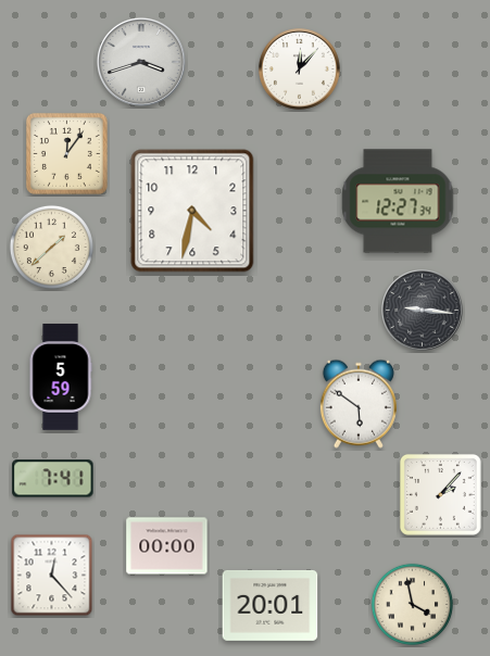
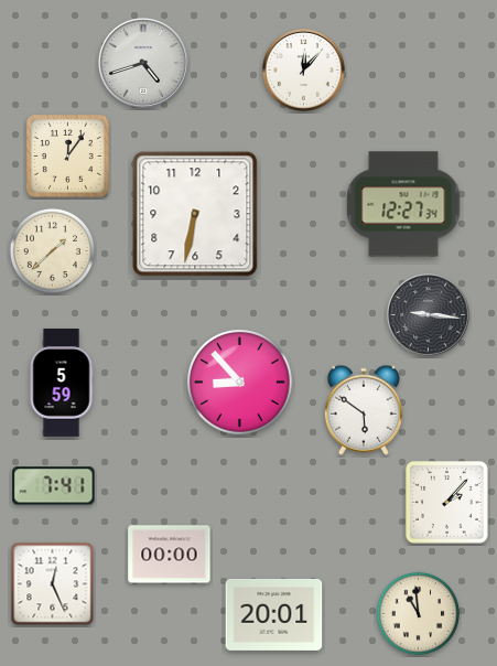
clock at (141, 62): 3:42 -> 4:42
clock at (192, 211): 4:32 -> 6:32
clock at (239, 382): none -> 8:53
clock at (52, 576): 12:23 -> 12:26
clock at (412, 604): 3:58 -> 10:59
